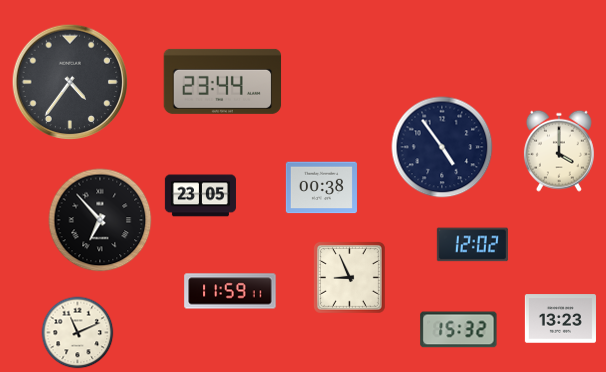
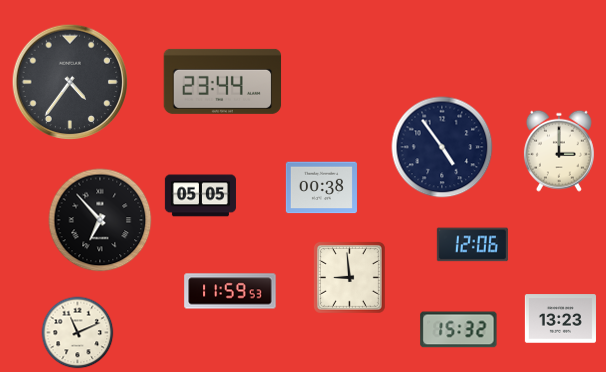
clock at (559, 151): 4:00 -> 3:00
clock at (200, 196): 23:05 -> 05:05
clock at (472, 245): 12:02 -> 12:06
clock at (350, 278): 8:56 -> 8:59
clock at (230, 291): 11:59:11 -> 11:59:53
